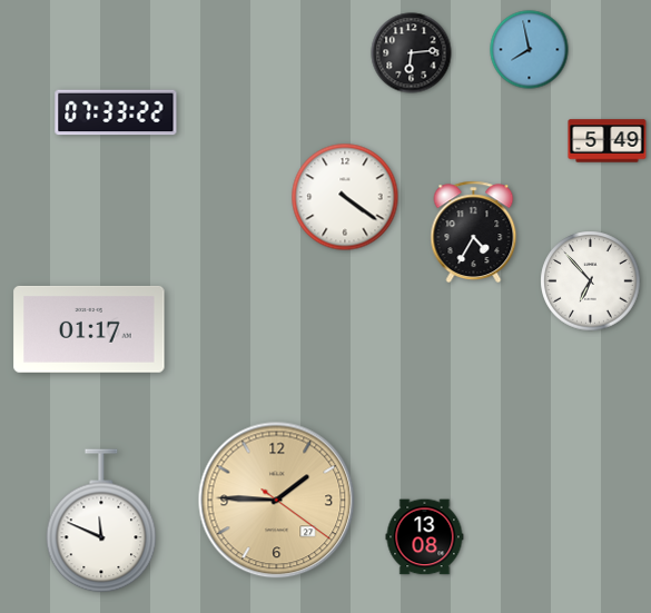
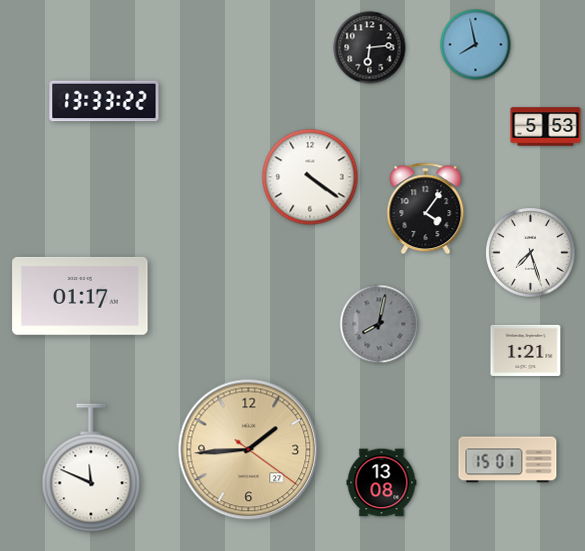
clock at (116, 112): 07:33 -> 13:33
clock at (608, 141): 5:49 -> 5:53
clock at (474, 233): 4:35 -> 4:06
clock at (591, 281): 6:53 -> 7:27
clock at (379, 324): none -> 8:02
clock at (526, 350): none -> 1:21
clock at (277, 501): 1:45 -> 1:44
clock at (508, 460): none -> 15:01
